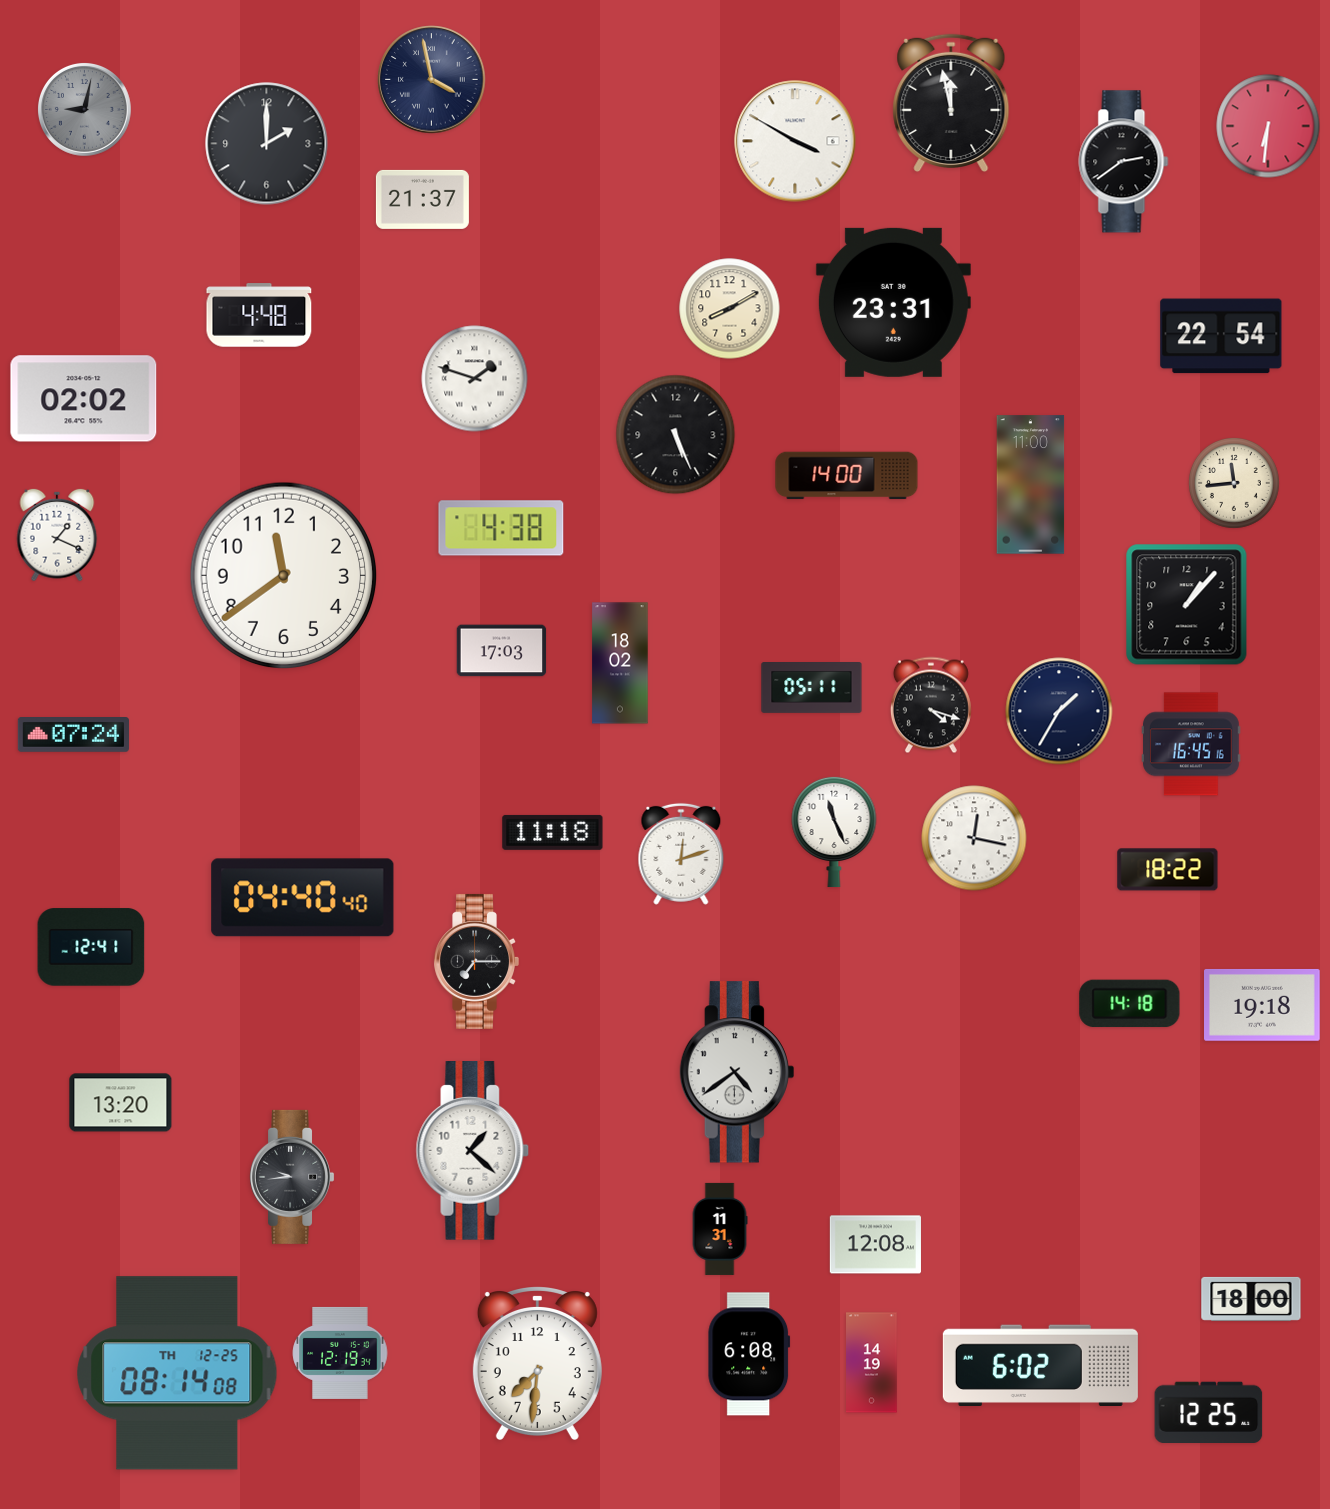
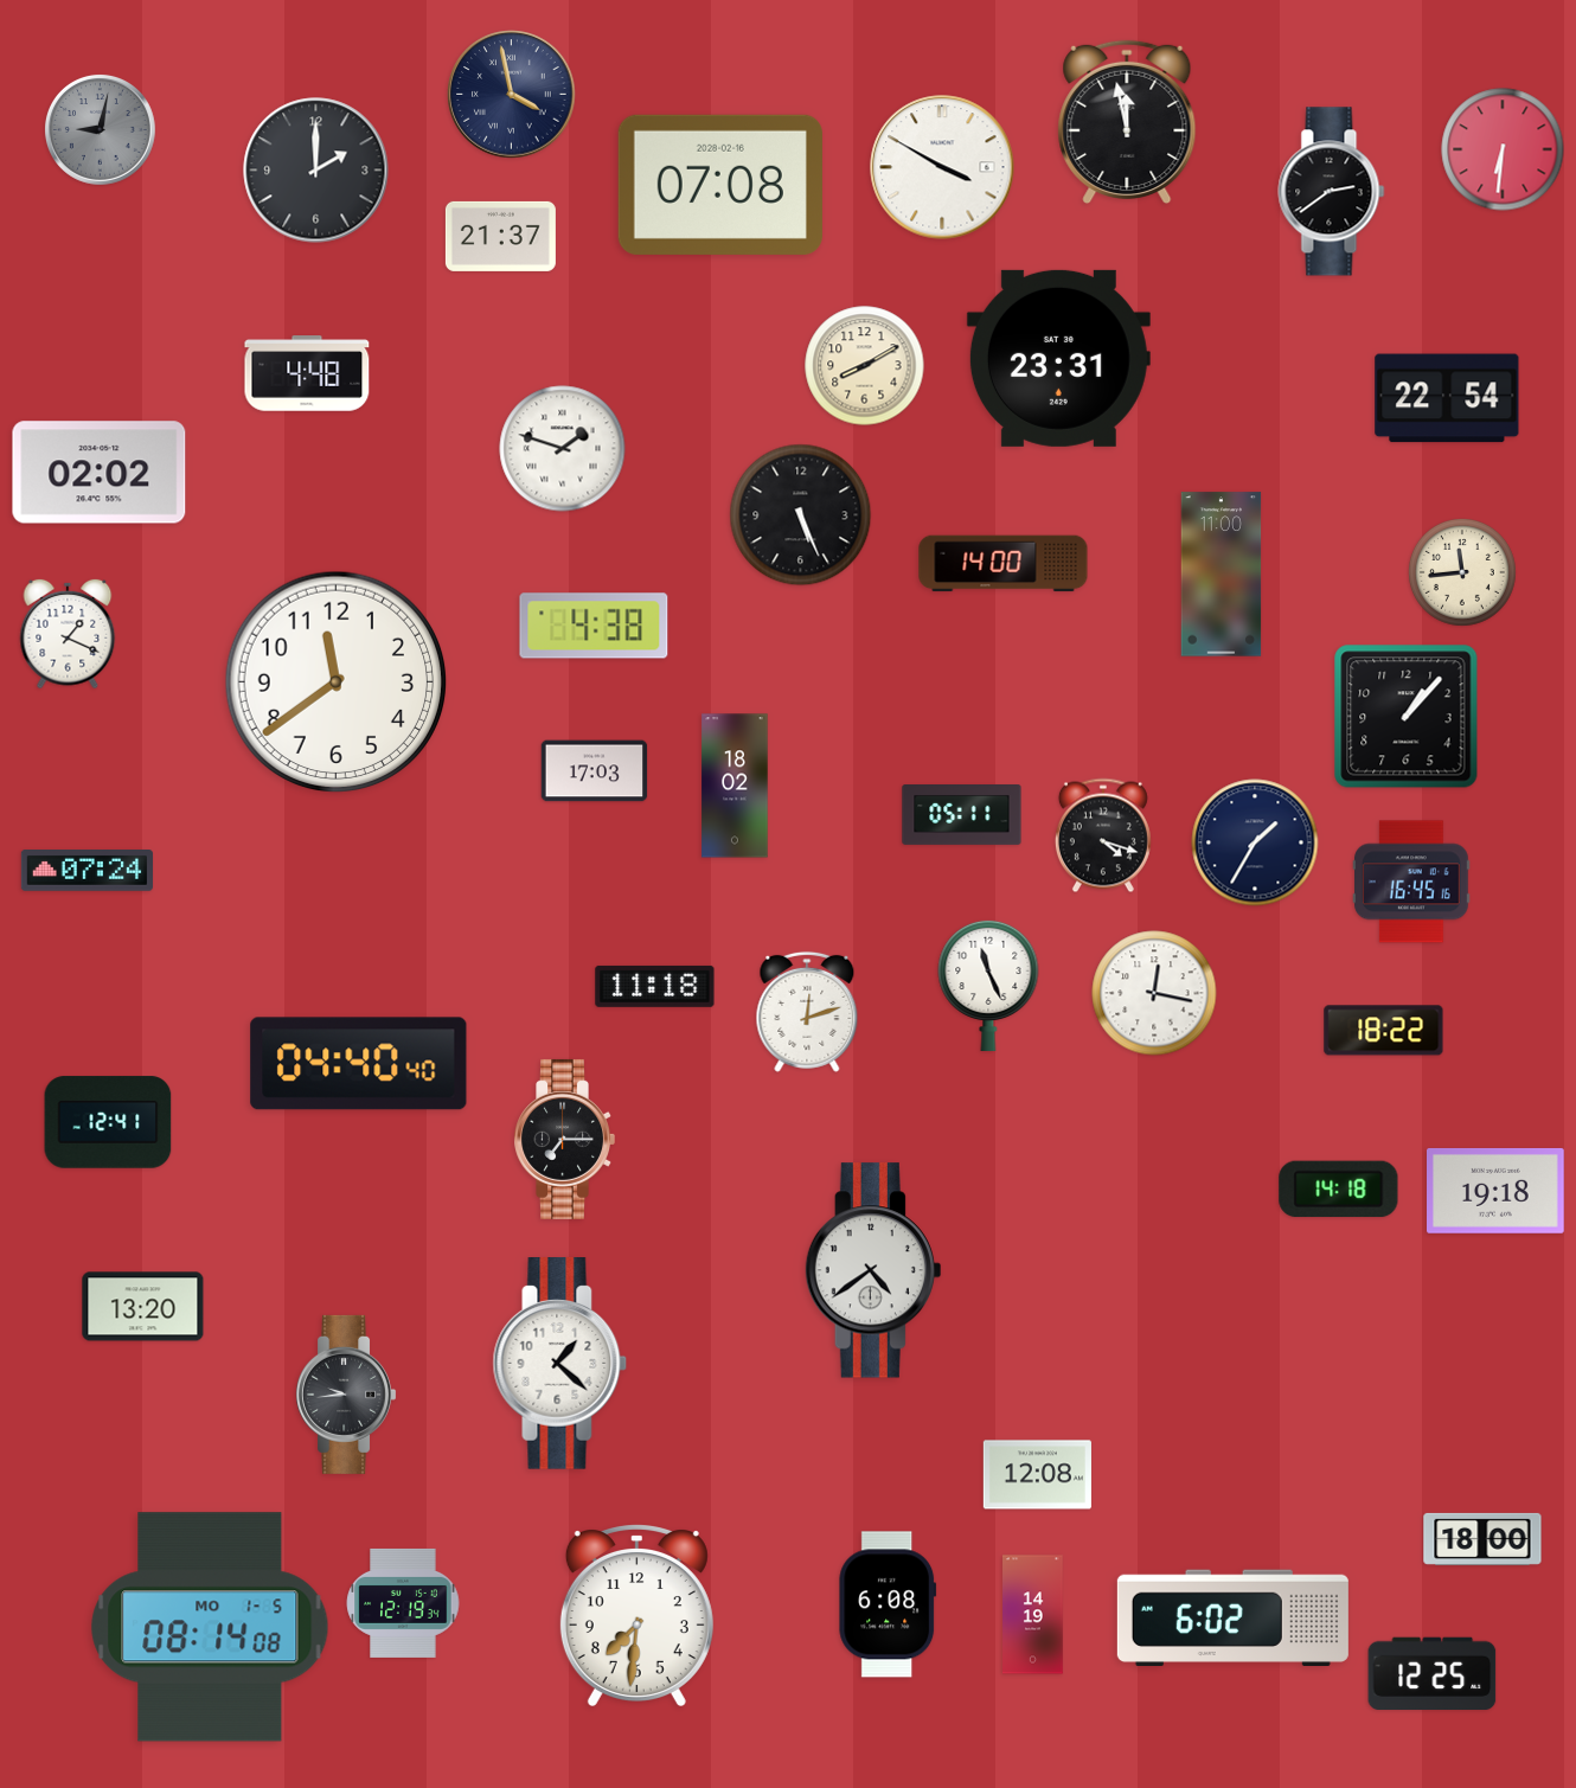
clock at (720, 185): none -> 07:08
clock at (720, 1229): 11:31 -> none
clock at (177, 1373) date: TH 12-25 -> MO 1-5
